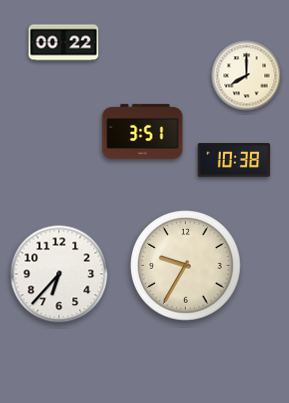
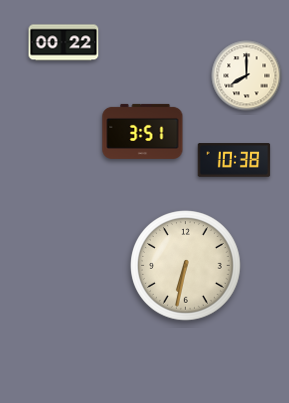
clock at (186, 266): 9:35 -> 6:32
clock at (59, 274): 6:37 -> none
